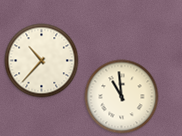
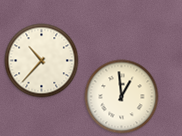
clock at (122, 97): 10:59 -> 12:59
